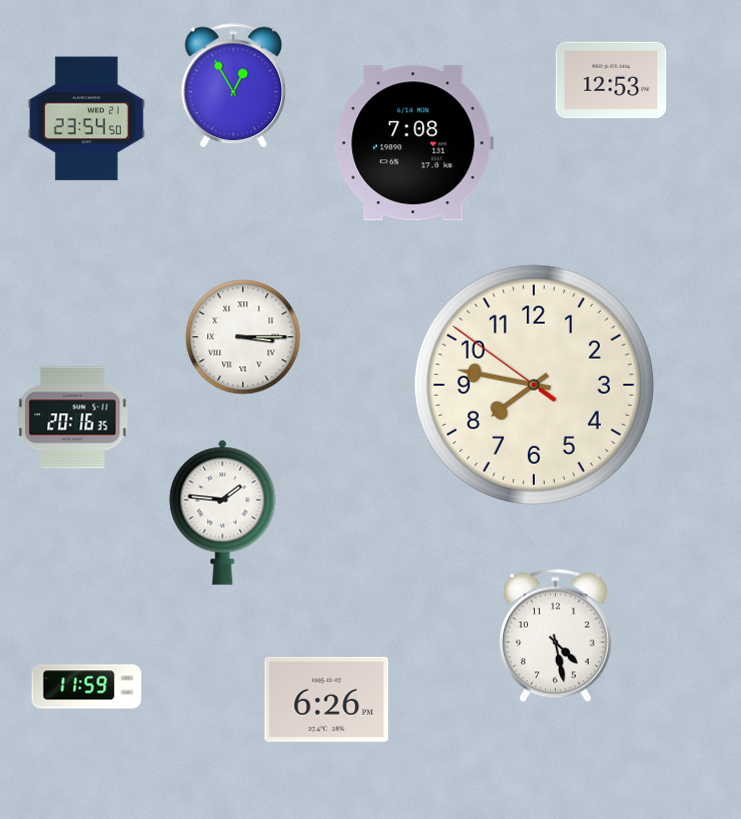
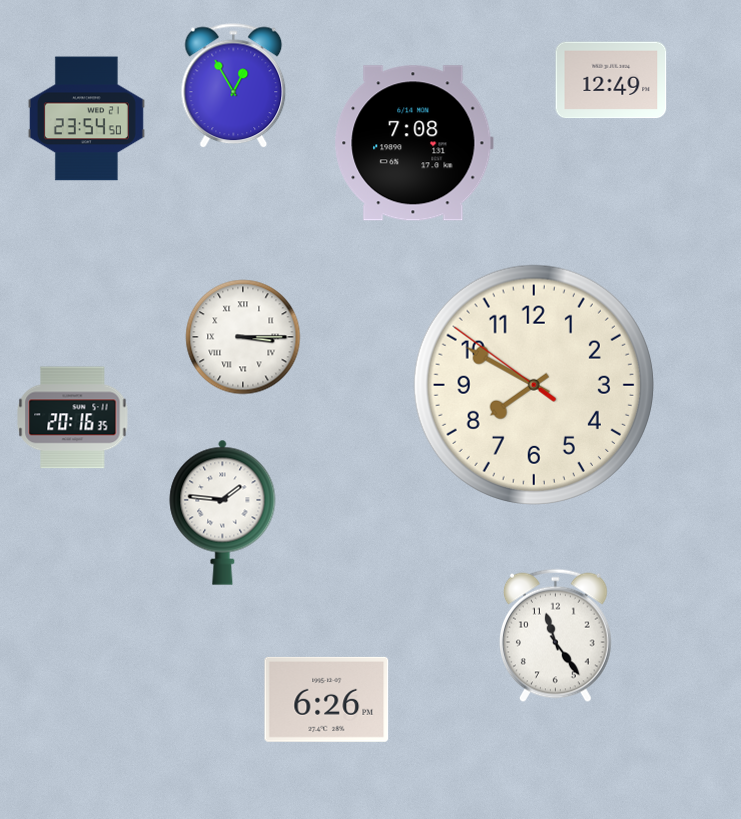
clock at (611, 80): 12:53 -> 12:49
clock at (534, 385): 7:46 -> 7:49
clock at (555, 636): 4:28 -> 11:24
clock at (87, 687): 11:59 -> none
